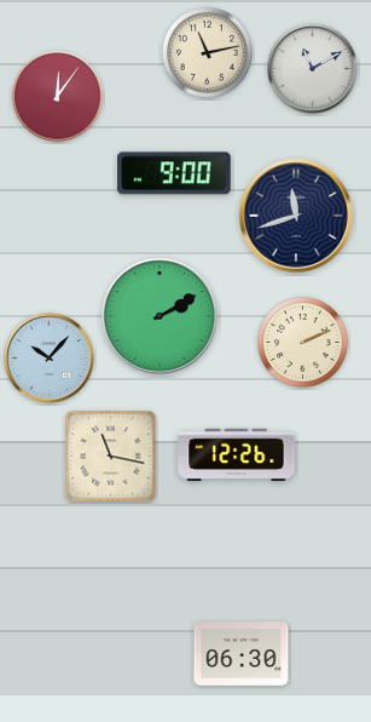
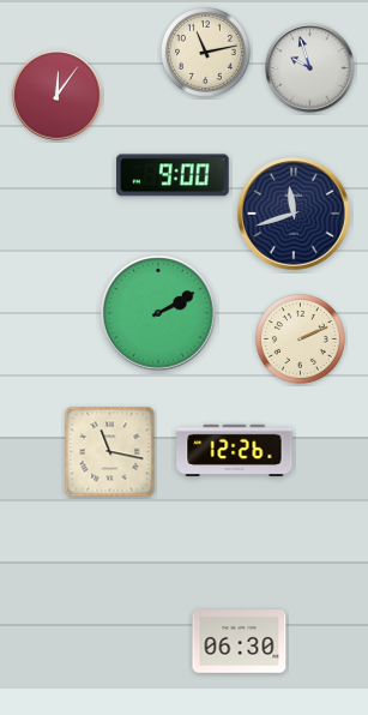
clock at (313, 69): 11:10 -> 9:57
clock at (175, 173) position: (175, 173) -> (174, 175)
clock at (50, 359): 10:07 -> none
clock at (242, 654) position: (242, 654) -> (240, 642)
